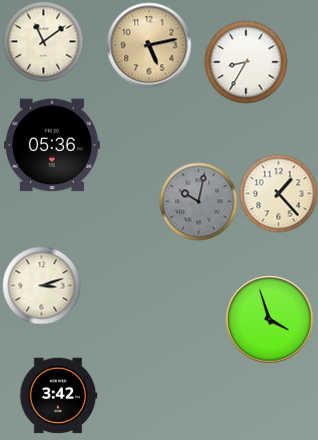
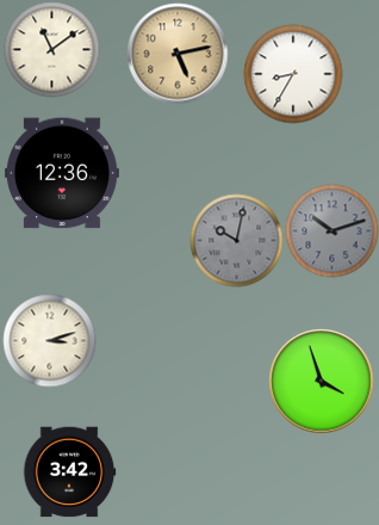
clock at (52, 145): 05:36 -> 12:36
clock at (278, 193): 1:23 -> 10:12
clock at (278, 193) dial: cream -> grey
